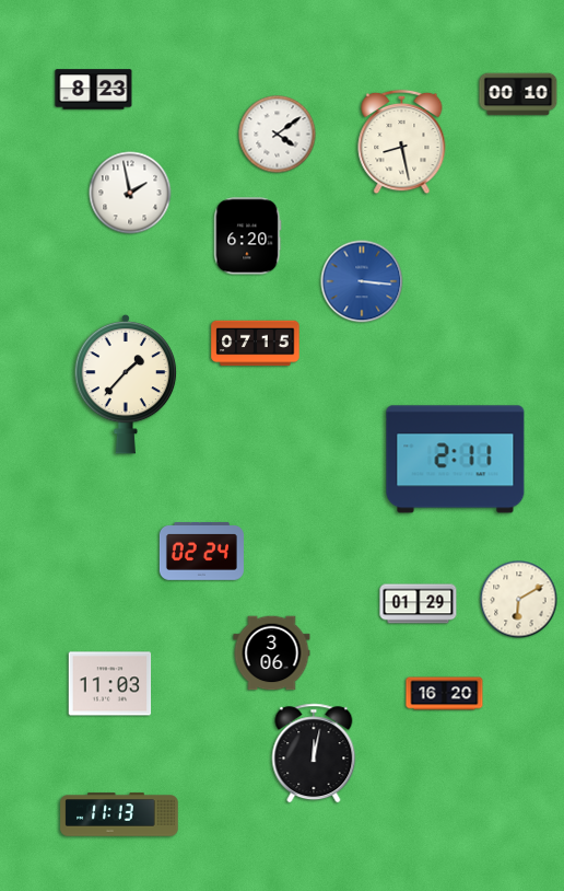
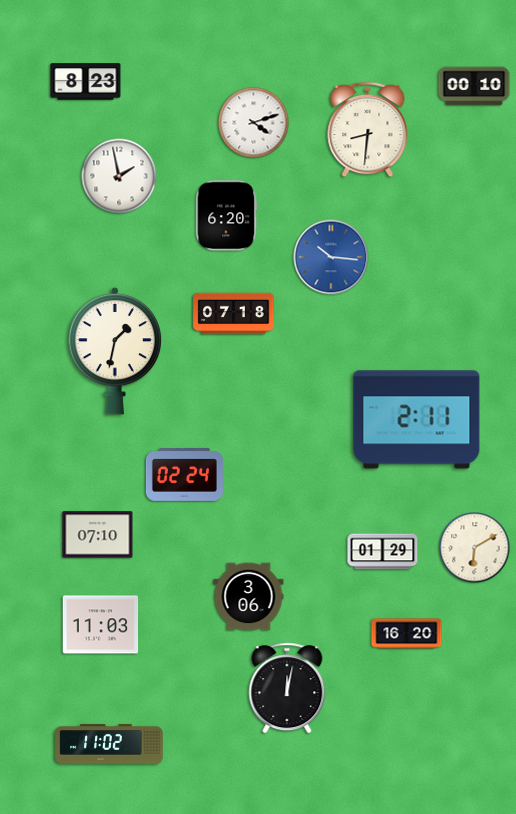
clock at (278, 135): 4:09 -> 4:12
clock at (402, 142): 8:28 -> 8:31
clock at (362, 281): 3:16 -> 10:16
clock at (256, 344): 07:15 -> 07:18
clock at (126, 384): 1:37 -> 1:32
clock at (201, 552) position: (201, 552) -> (184, 475)
clock at (98, 535): none -> 07:10
clock at (119, 814): 11:13 -> 11:02
